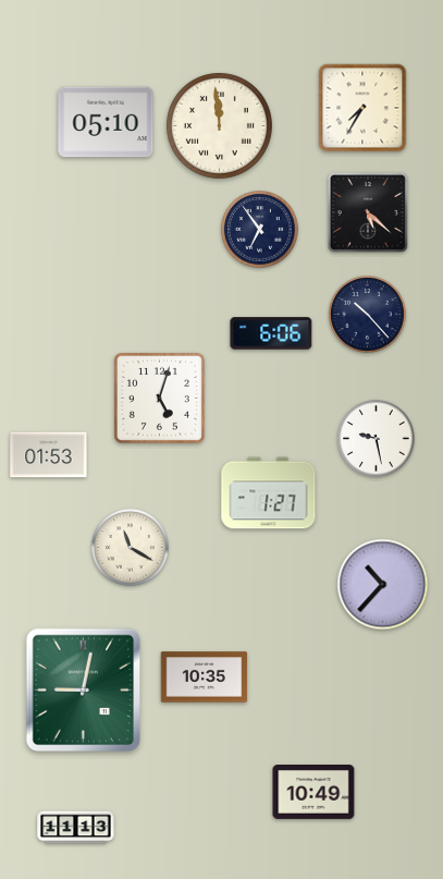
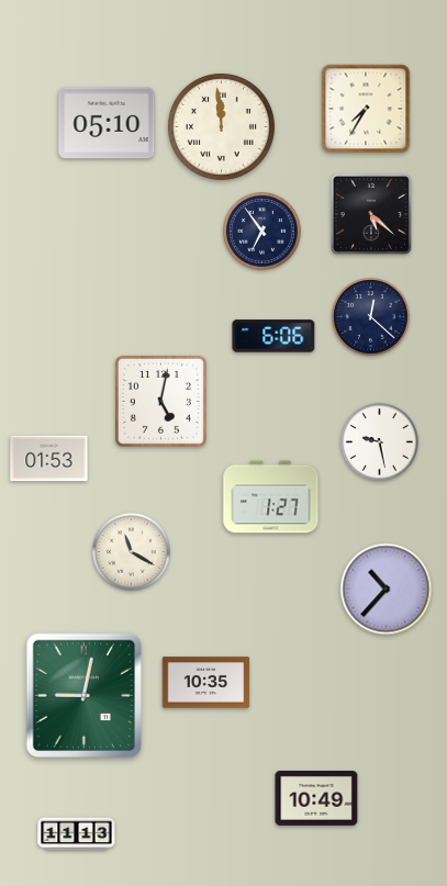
clock at (368, 315): 10:23 -> 12:22
clock at (159, 398): 5:03 -> 5:02
